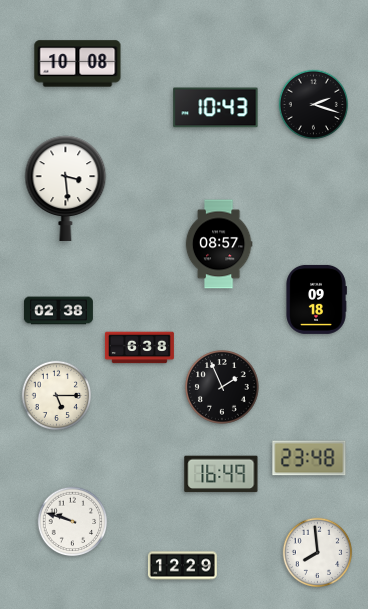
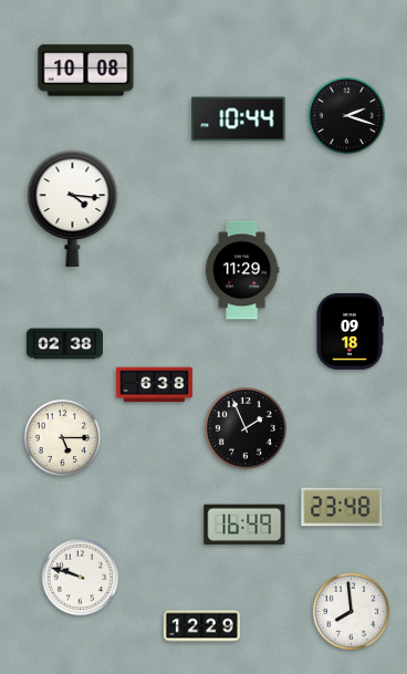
clock at (216, 108): 10:43 -> 10:44
clock at (66, 188): 3:29 -> 4:16
clock at (219, 244): 08:57 -> 11:29
